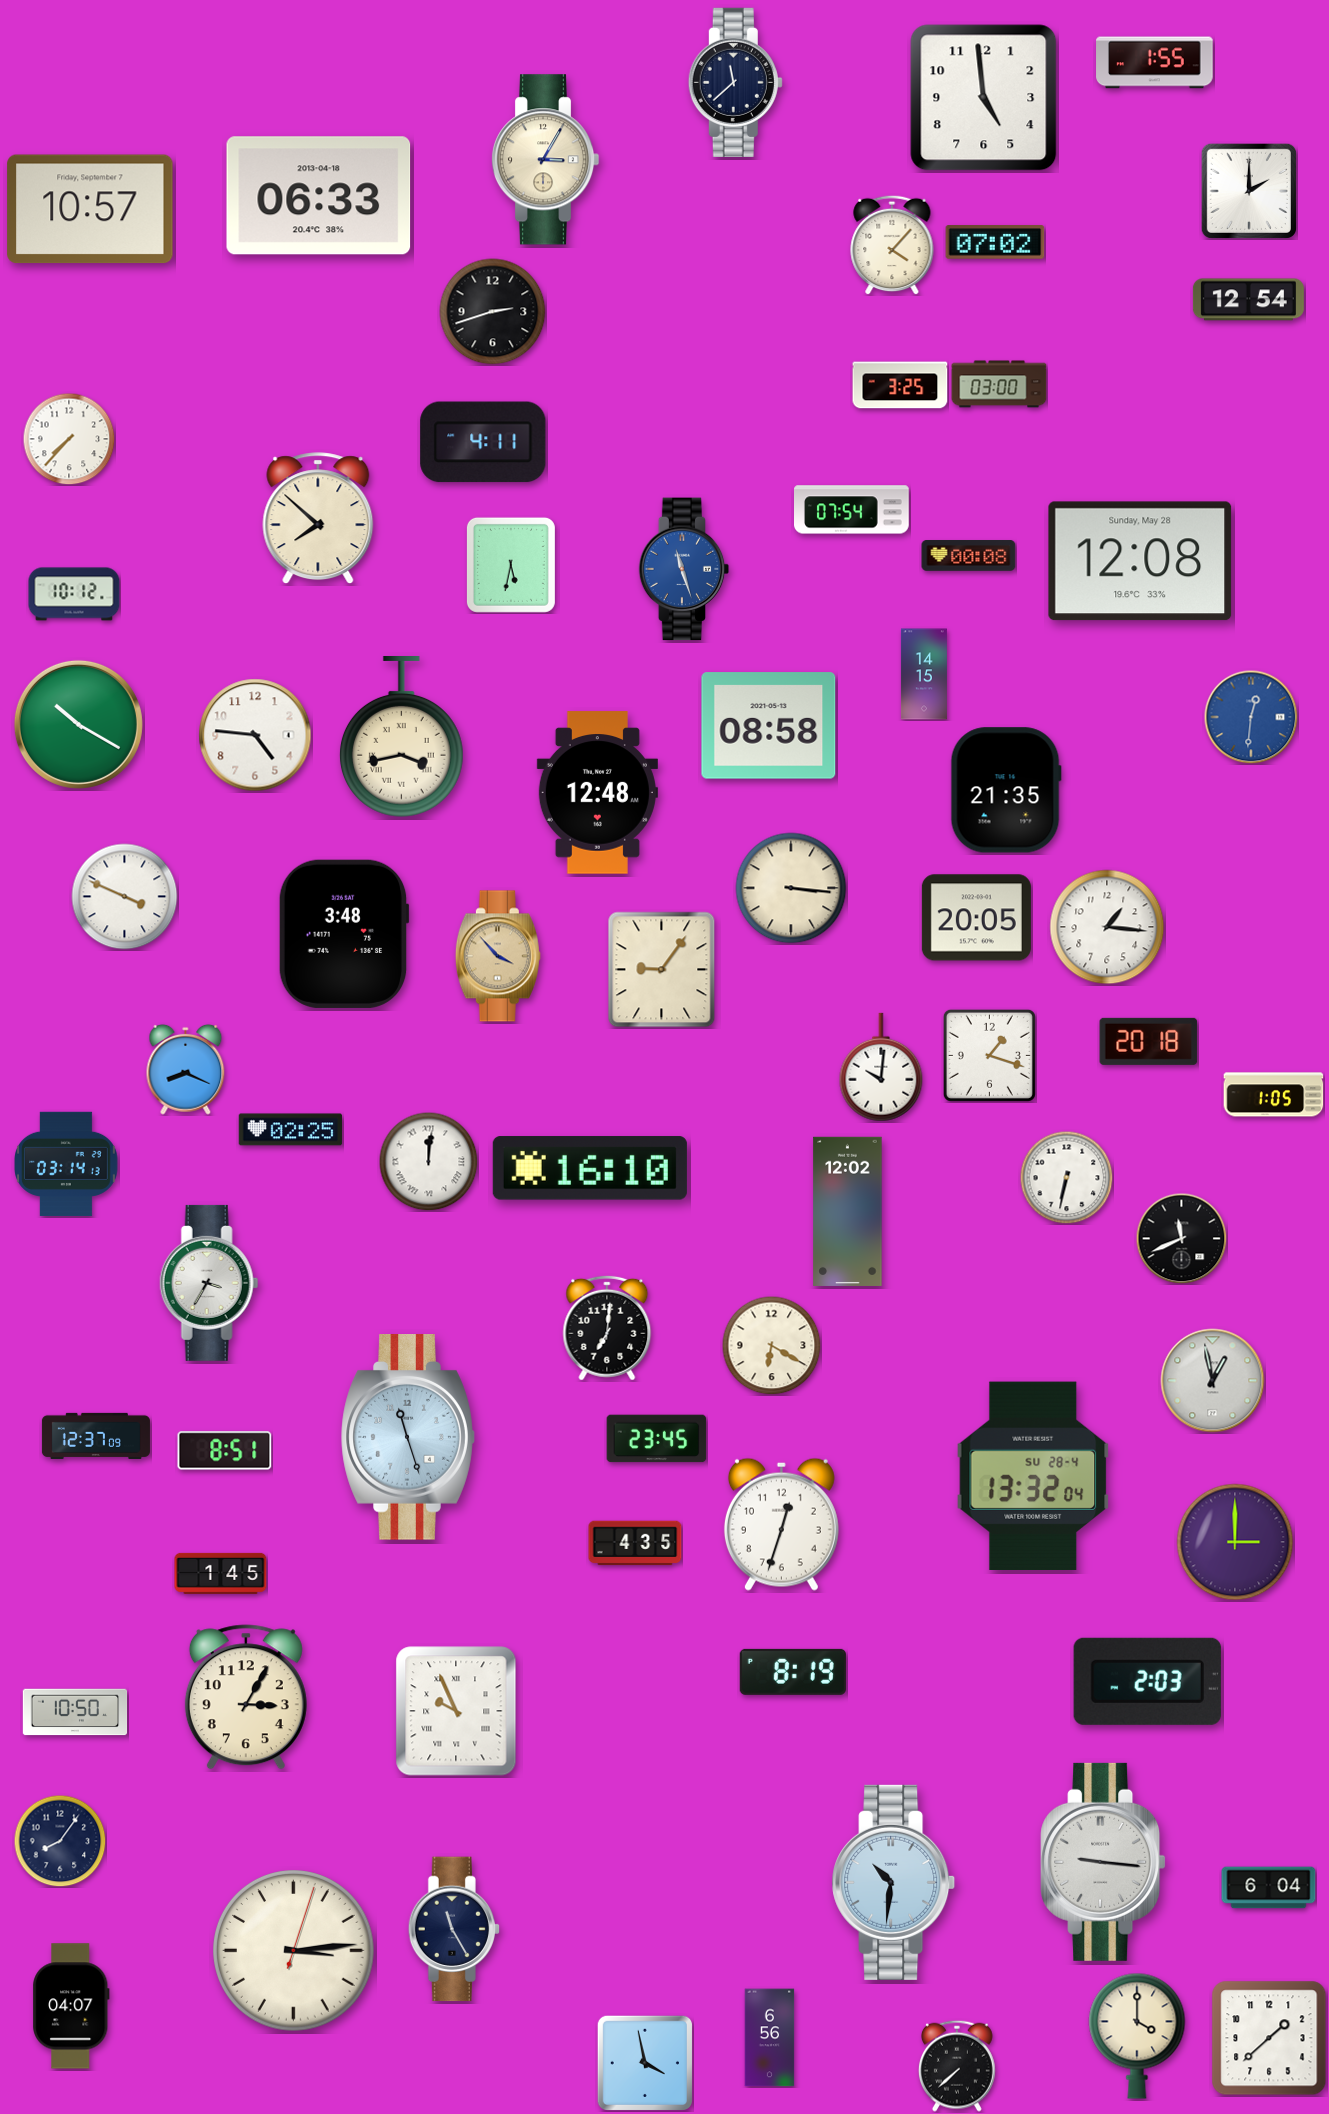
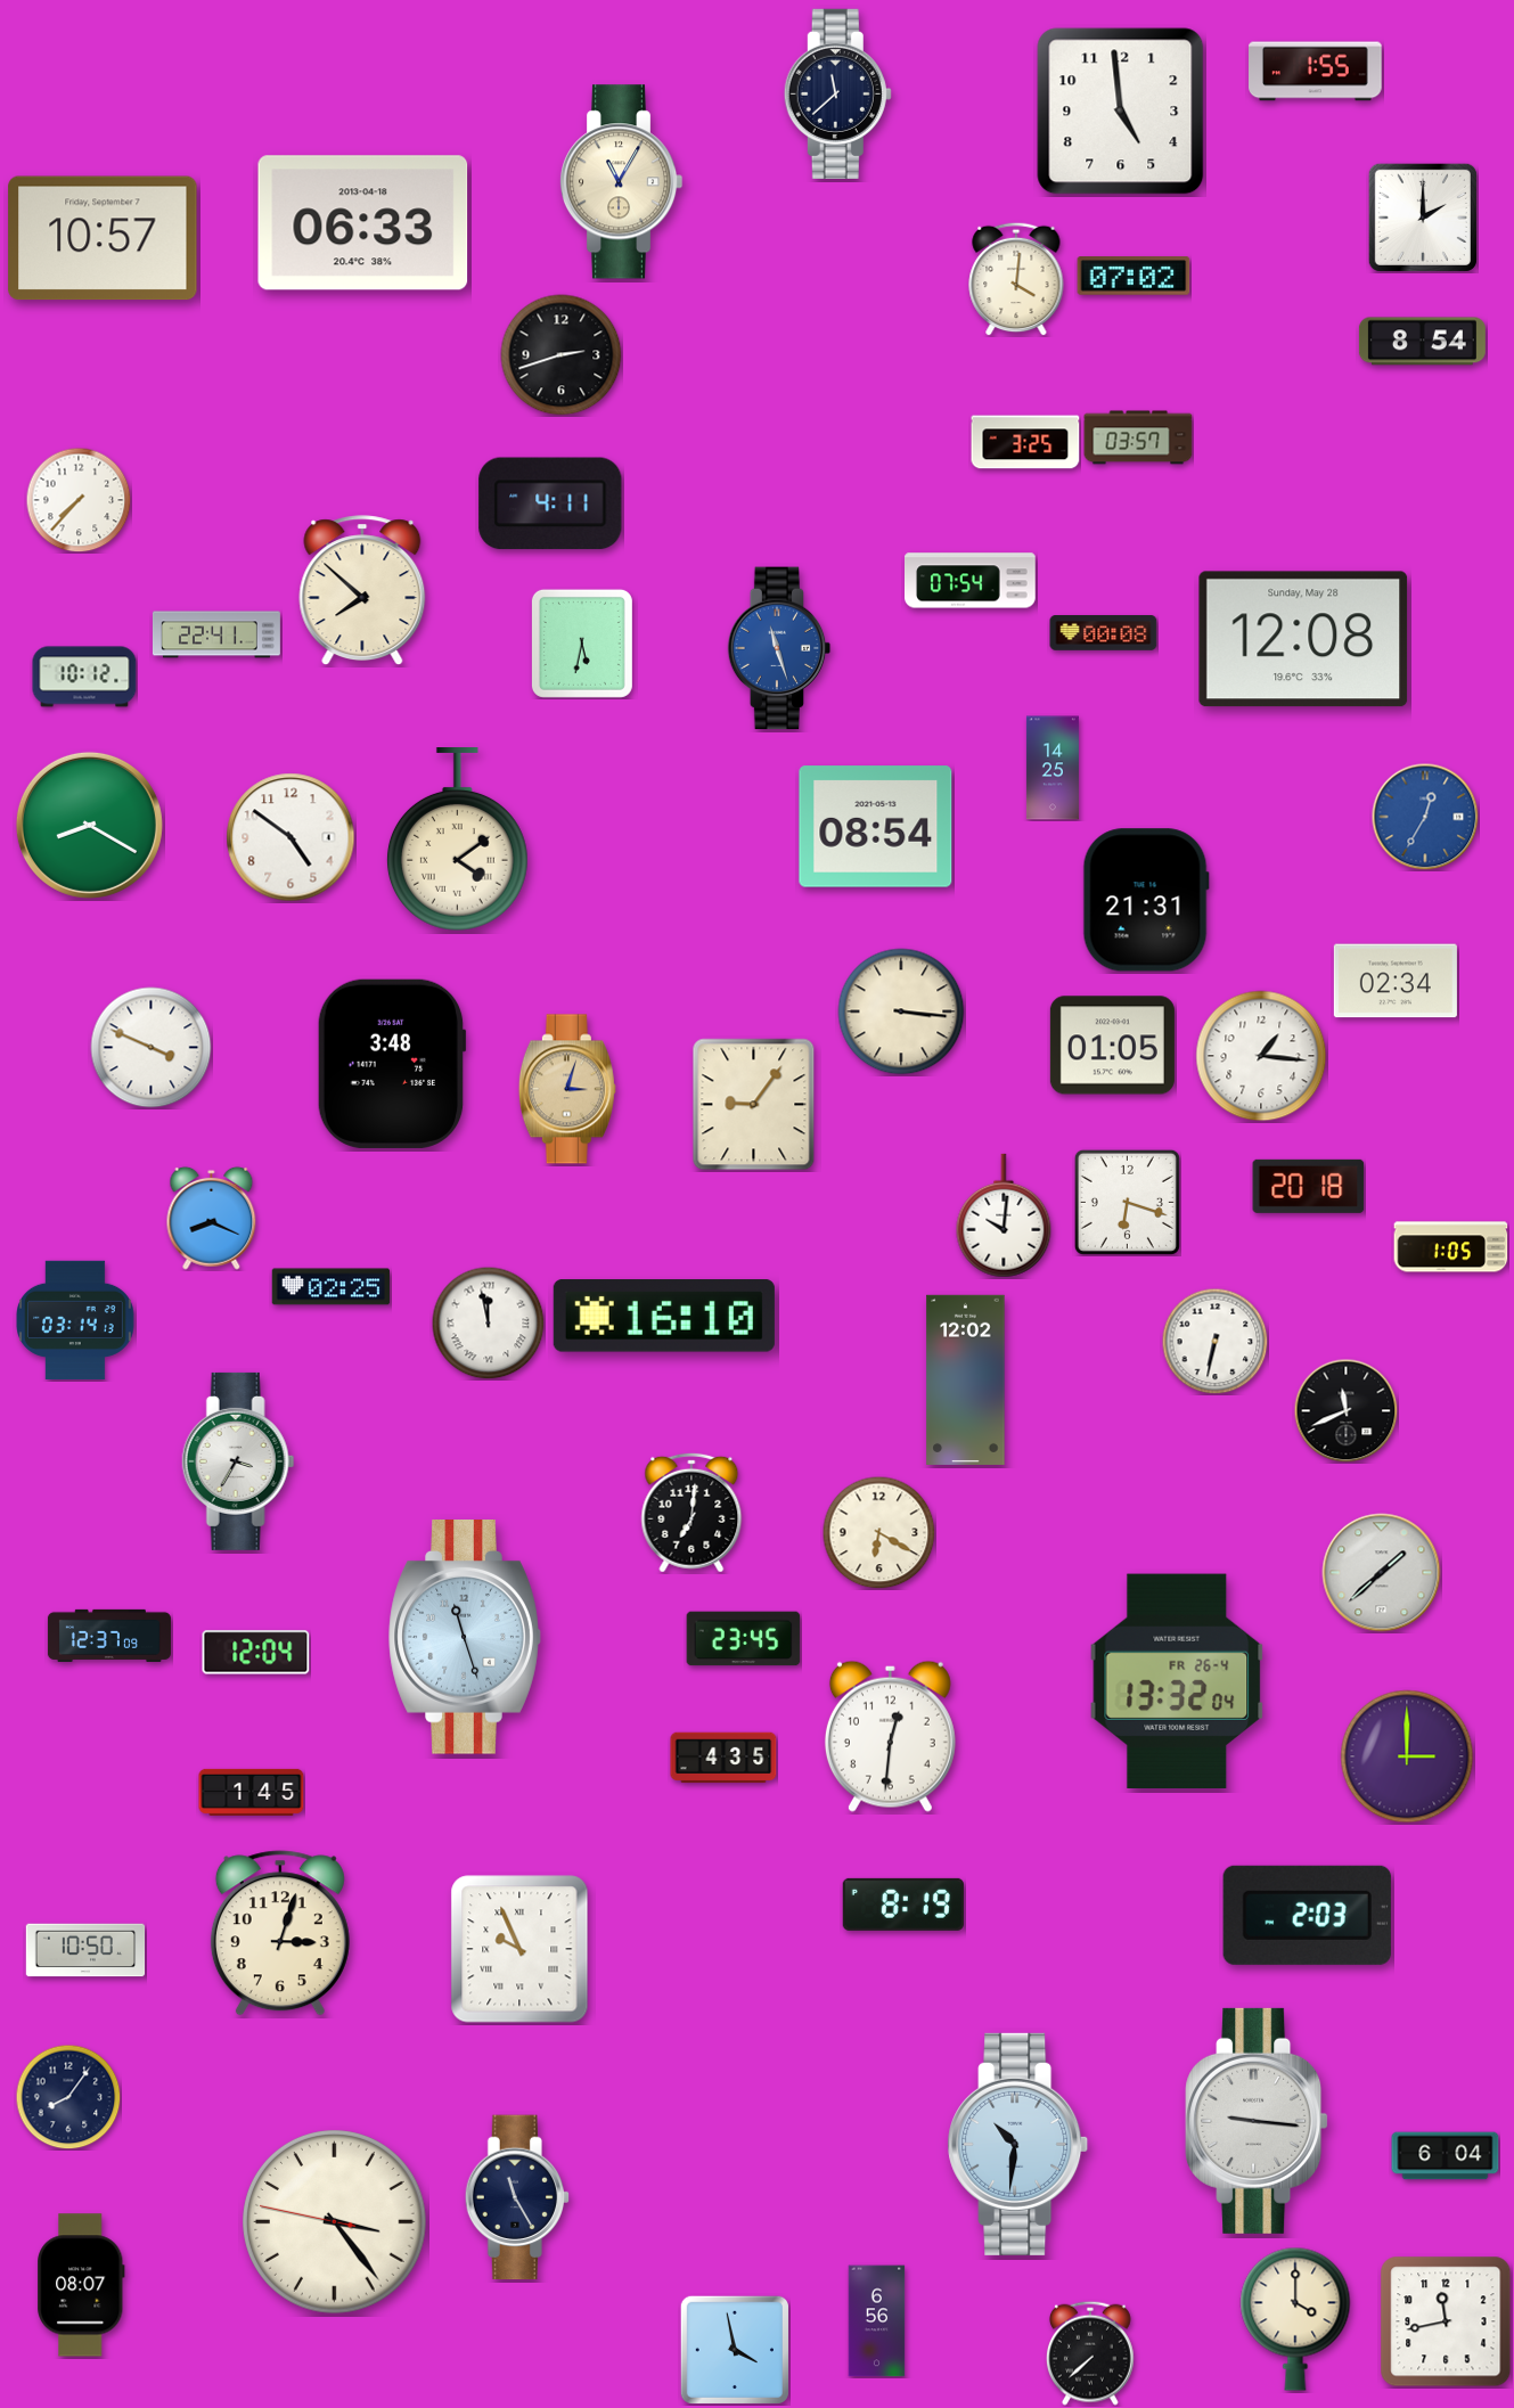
clock at (545, 160): 3:05 -> 11:05
clock at (892, 245): 4:07 -> 4:01
clock at (1248, 300): 12:54 -> 8:54
clock at (999, 384): 03:00 -> 03:57
clock at (900, 385) position: (900, 385) -> (1025, 442)
clock at (216, 634): none -> 22:41
clock at (1140, 561) position: (1140, 561) -> (1303, 639)
clock at (924, 674): 14:15 -> 14:25
clock at (1251, 717): 12:31 -> 12:35
clock at (78, 724): 10:20 -> 8:20
clock at (769, 726): 08:58 -> 08:54
clock at (255, 735): 4:46 -> 4:51
clock at (401, 737): 3:43 -> 4:09
clock at (1006, 790): 21:35 -> 21:31
clock at (597, 793): 12:48 -> none
clock at (1396, 981): none -> 02:34
clock at (125, 897) position: (125, 897) -> (152, 1048)
clock at (976, 918): 20:05 -> 01:05
clock at (498, 956): 3:53 -> 3:03
clock at (989, 1055): 1:18 -> 6:18
clock at (429, 1162): 12:01 -> 11:58
clock at (66, 1164) position: (66, 1164) -> (75, 1320)
clock at (590, 1168) position: (590, 1168) -> (664, 1316)
clock at (1213, 1381): 12:58 -> 1:38
clock at (657, 1439) position: (657, 1439) -> (744, 1639)
clock at (225, 1451): 8:51 -> 12:04
clock at (1033, 1475) date: SU 28-4 -> FR 26-4
clock at (781, 1524): 12:33 -> 12:31
clock at (246, 1697): 3:05 -> 3:03
clock at (1269, 1888) position: (1269, 1888) -> (1446, 2156)
clock at (294, 1951): 3:14 -> 3:23
clock at (71, 2006): 04:07 -> 08:07
clock at (1269, 2038): 1:38 -> 11:43
